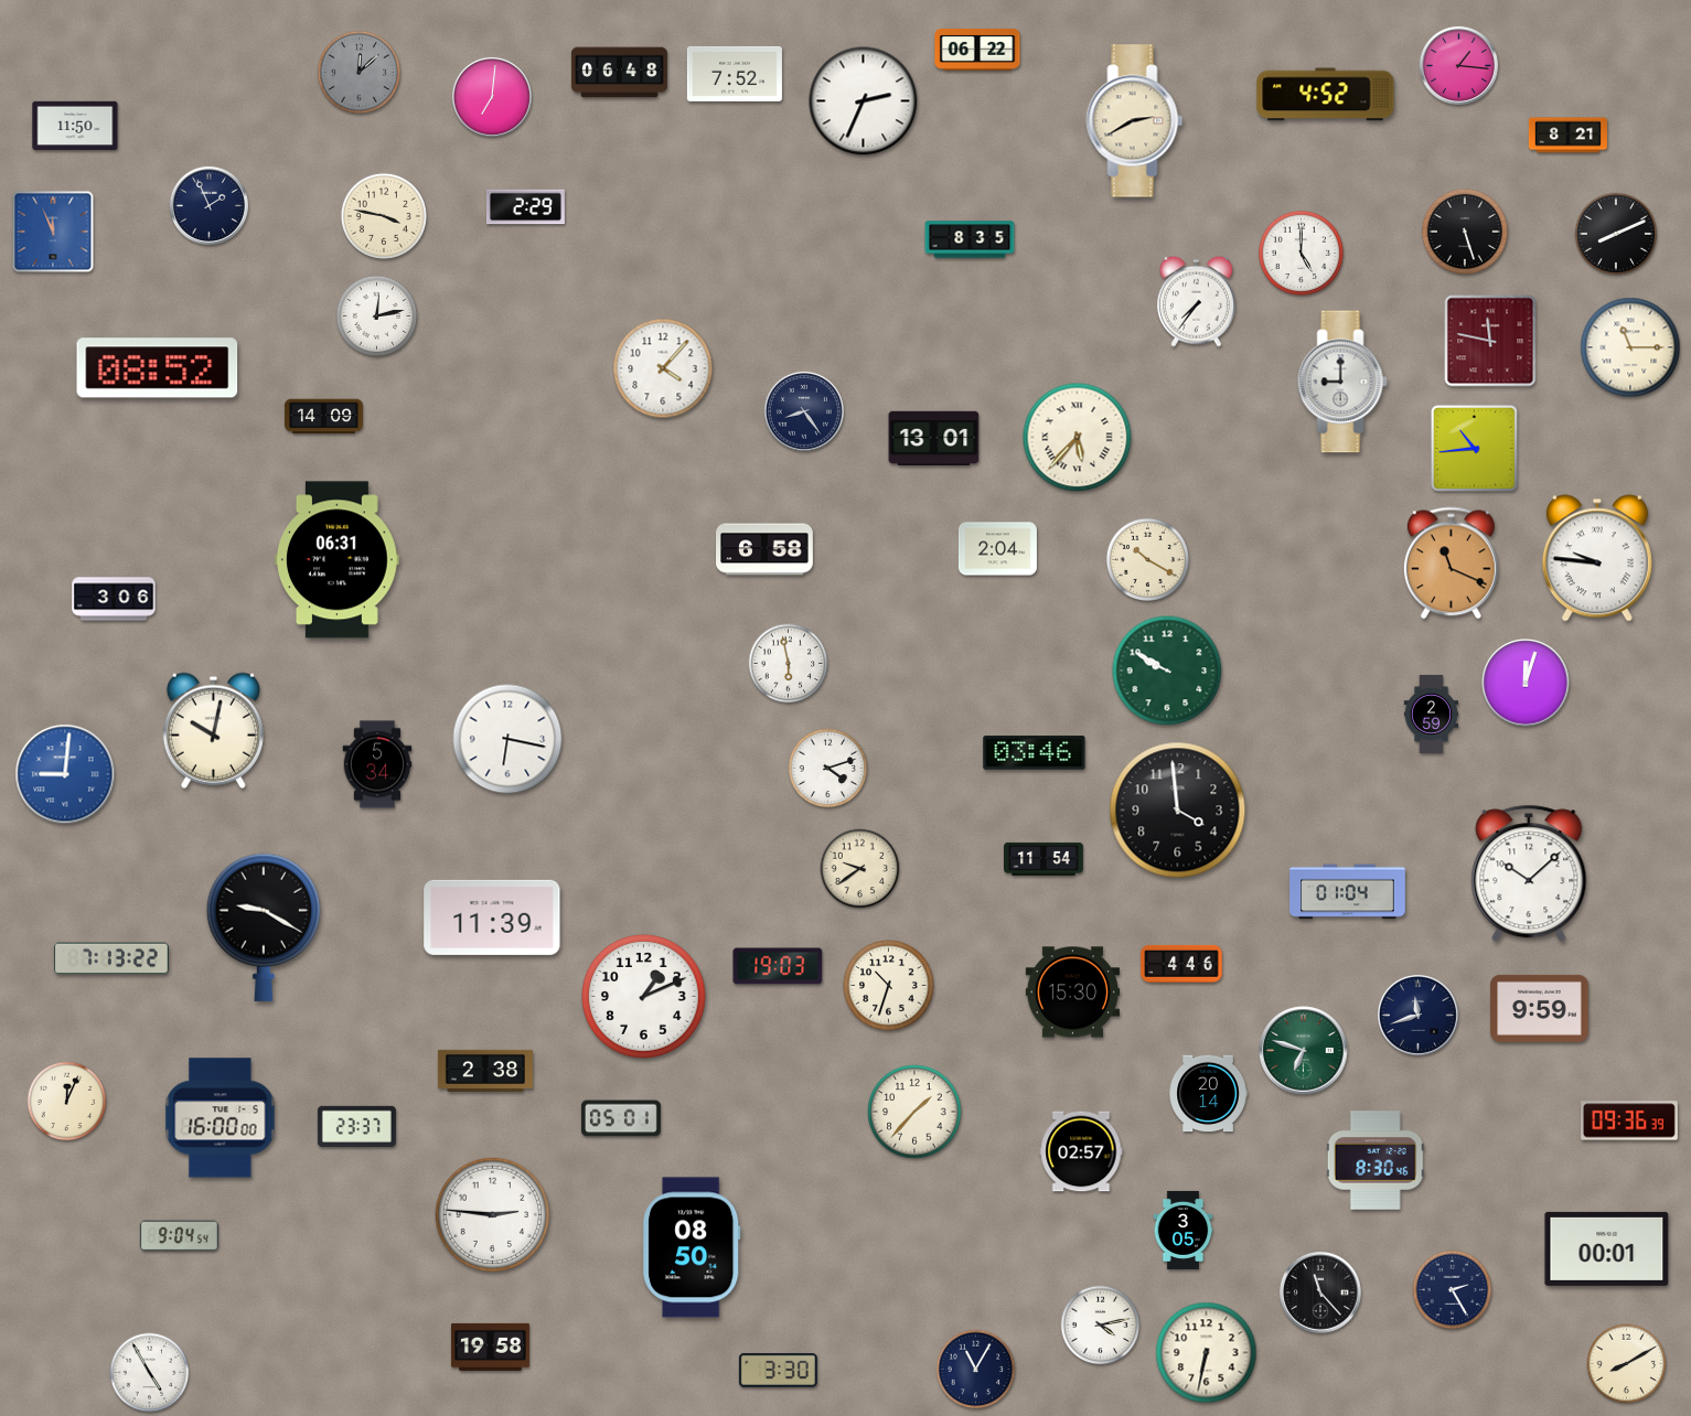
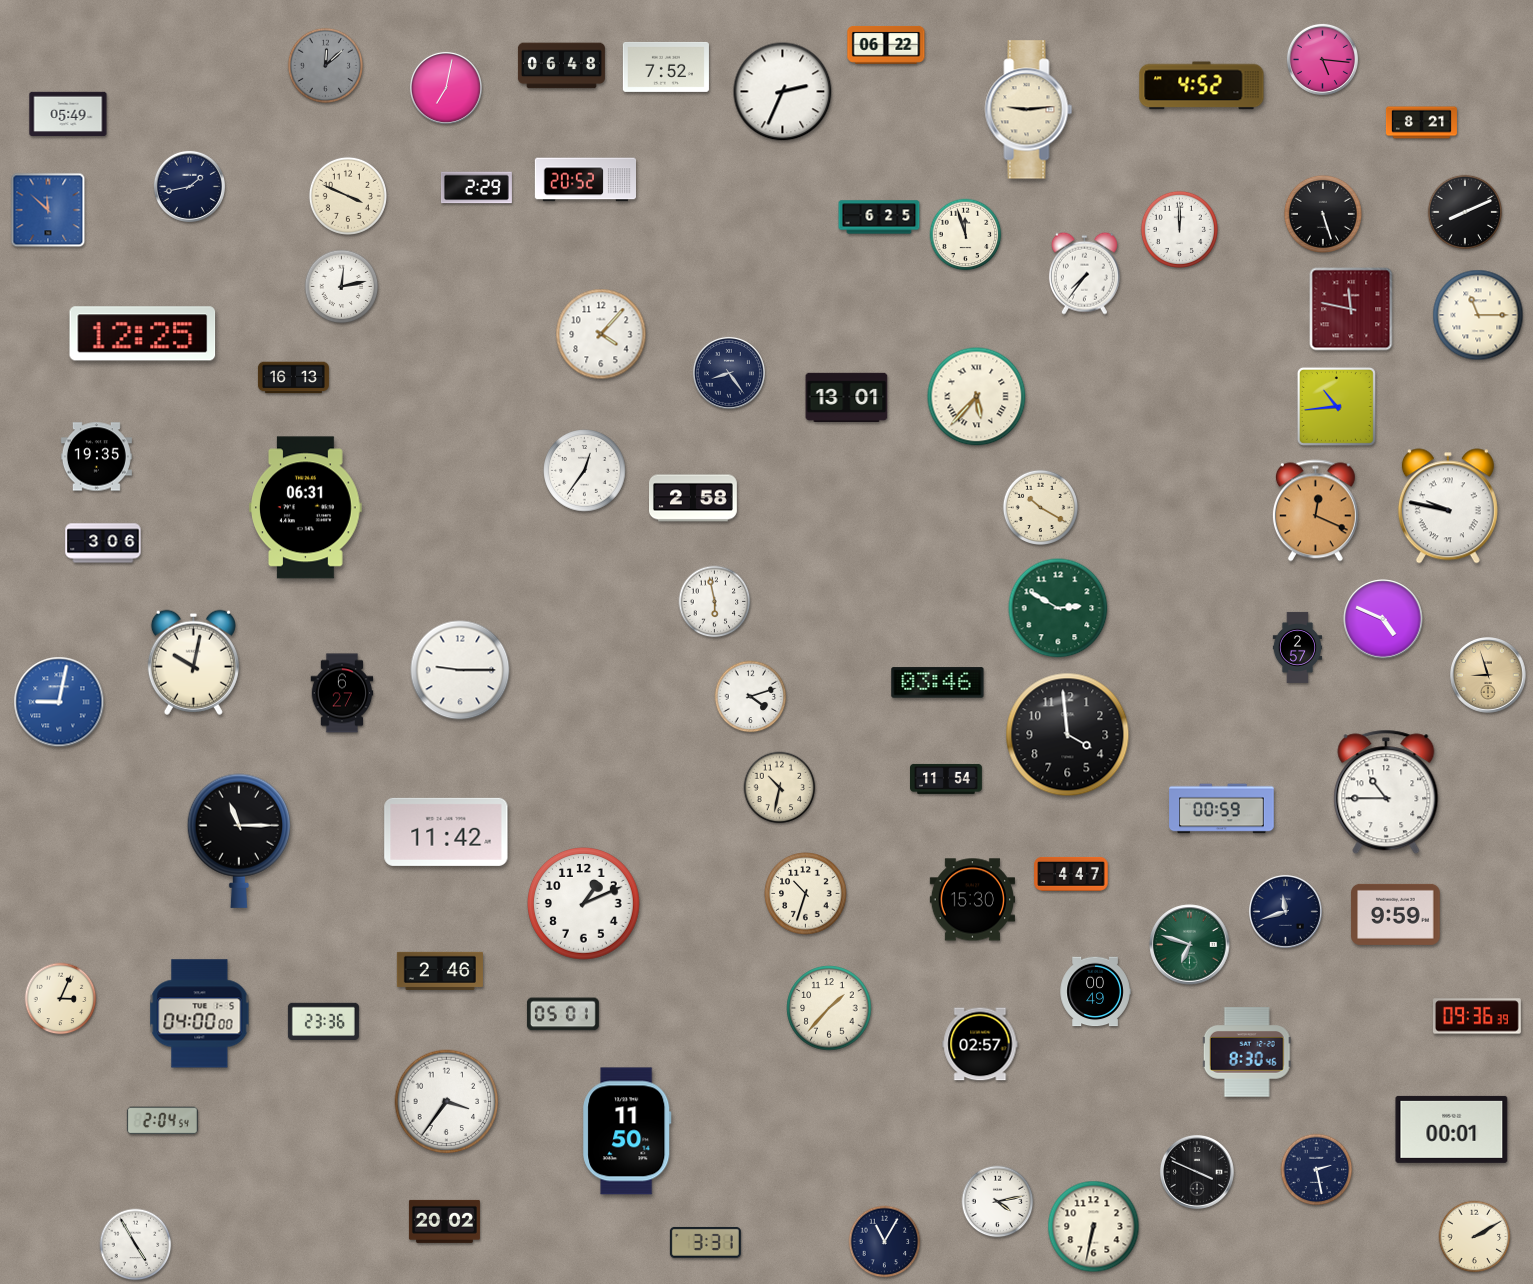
clock at (1458, 65): 1:16 -> 5:16
clock at (492, 97): 7:01 -> 7:02
clock at (1135, 121): 2:40 -> 9:14
clock at (75, 126): 11:50 -> 05:49
clock at (585, 180): none -> 20:52
clock at (208, 205): 1:56 -> 1:43
clock at (384, 216): 3:47 -> 3:49
clock at (53, 232): 11:56 -> 11:52
clock at (1465, 232) position: (1465, 232) -> (1323, 214)
clock at (970, 239): 8:35 -> 6:25
clock at (1301, 253): 5:00 -> 12:00
clock at (966, 235): none -> 11:57
clock at (158, 368): 08:52 -> 12:25
clock at (1342, 382): 9:00 -> none
clock at (323, 417): 14:09 -> 16:13
clock at (96, 457): none -> 19:35
clock at (585, 471): none -> 12:36
clock at (766, 549): 6:58 -> 2:58
clock at (997, 549): 2:04 -> none
clock at (1597, 558): 9:46 -> 9:47
clock at (1451, 564): 11:19 -> 12:19
clock at (1167, 671): 9:50 -> 2:50
clock at (1526, 683): 12:03 -> 4:49
clock at (1432, 714): 2:59 -> 2:57
clock at (507, 739): 6:17 -> 9:15
clock at (1489, 676): none -> 8:57
clock at (377, 764): 5:34 -> 6:27
clock at (65, 774): 9:01 -> 9:02
clock at (860, 869): 9:39 -> 10:32
clock at (1529, 873): 10:08 -> 10:45
clock at (1348, 892): 01:04 -> 00:59
clock at (492, 918): 11:39 -> 11:42
clock at (264, 927): 9:20 -> 11:15
clock at (111, 958): 7:13 -> none
clock at (1181, 964): 4:46 -> 4:47
clock at (778, 966): 19:03 -> none
clock at (1417, 1015) position: (1417, 1015) -> (1285, 911)
clock at (1304, 1051) position: (1304, 1051) -> (1190, 945)
clock at (485, 1071): 2:38 -> 2:46
clock at (1208, 1094): 20:14 -> 00:49
clock at (67, 1102): 12:04 -> 3:04
clock at (221, 1118): 16:00 -> 04:00
clock at (356, 1126): 23:37 -> 23:36
clock at (493, 1215): 2:46 -> 3:36
clock at (1184, 1230): 3:05 -> none
clock at (179, 1236): 9:04 -> 2:04
clock at (692, 1247): 08:50 -> 11:50
clock at (1607, 1248) position: (1607, 1248) -> (1452, 1129)
clock at (1453, 1290): 2:25 -> 2:28
clock at (1320, 1292): 11:23 -> 3:49
clock at (490, 1347): 19:58 -> 20:02
clock at (1627, 1364): 8:10 -> 2:10
clock at (778, 1370): 3:30 -> 3:31
